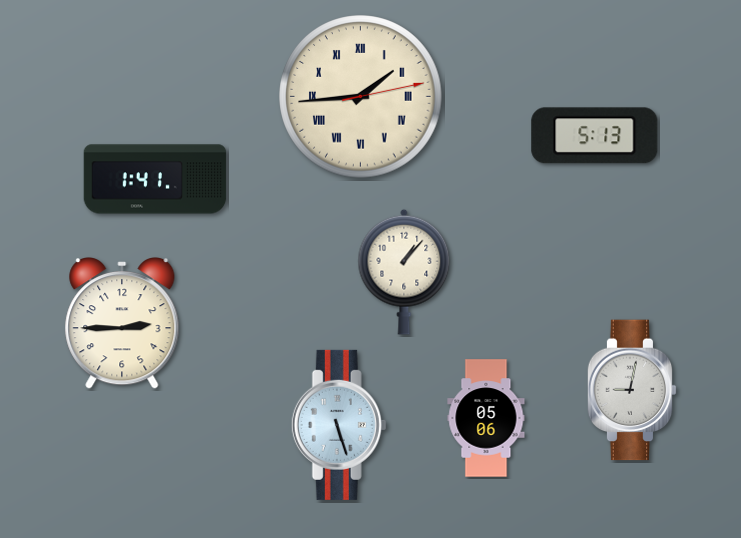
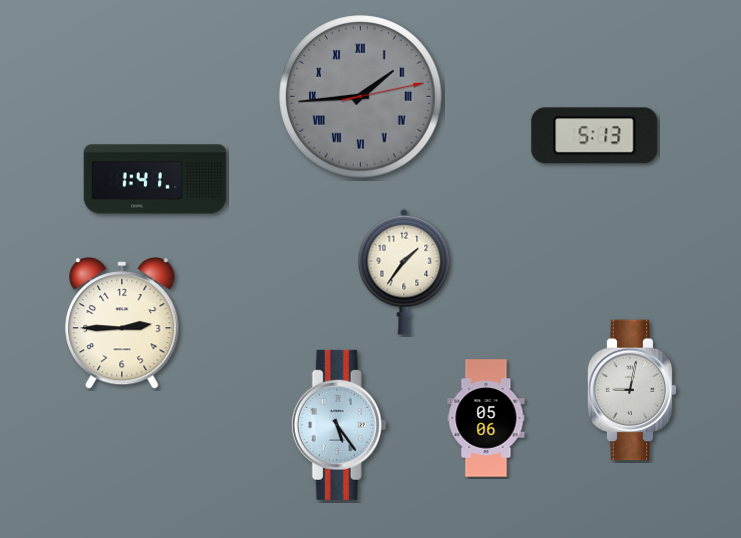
clock at (361, 97) dial: cream -> grey
clock at (404, 272): 1:07 -> 1:36
clock at (339, 425): 5:27 -> 5:24
